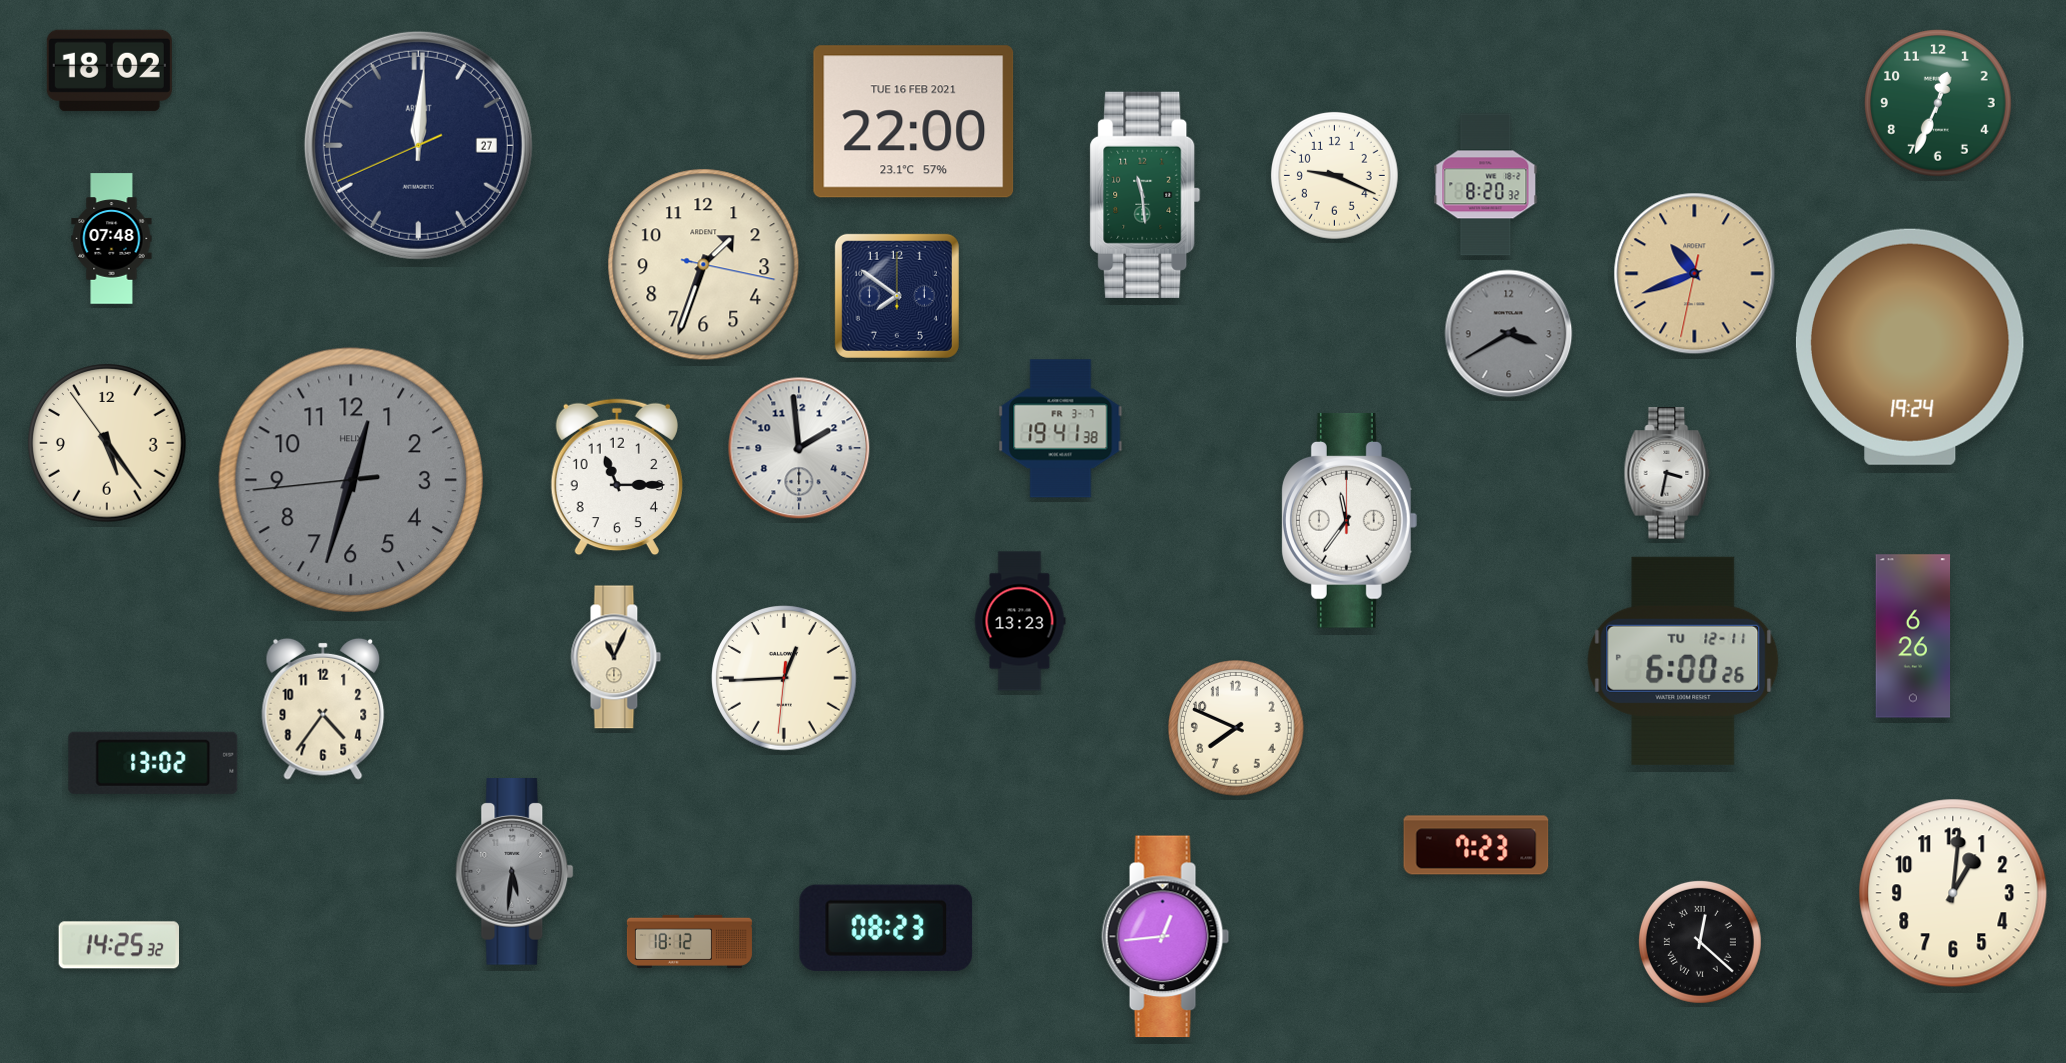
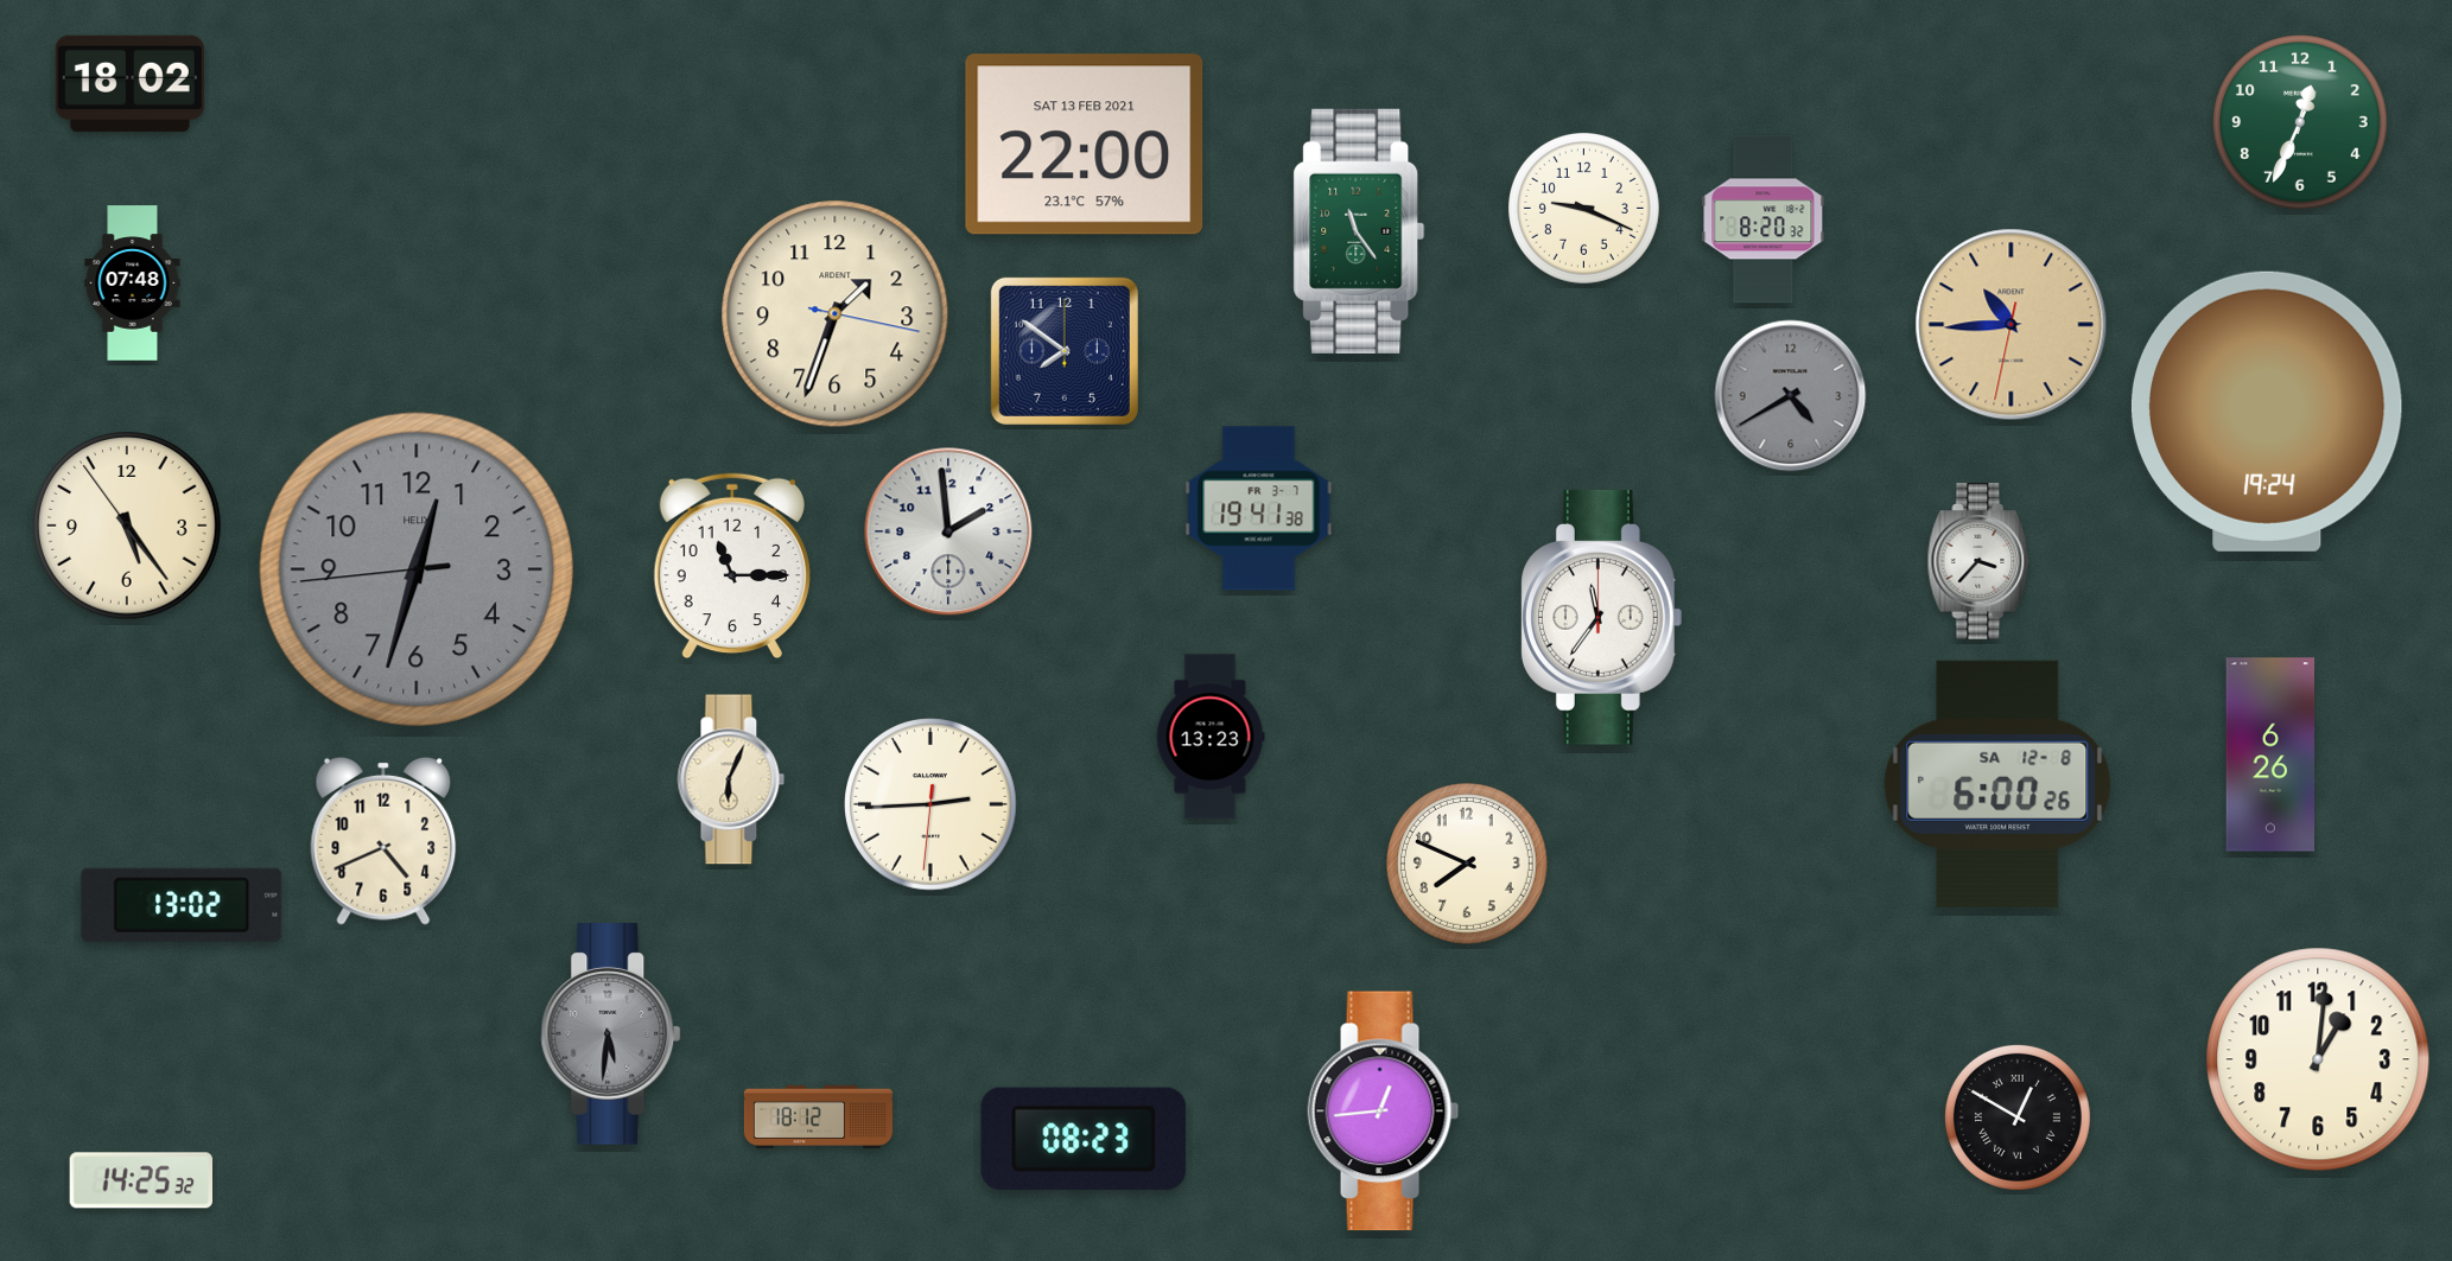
clock at (914, 122) date: TUE 16 FEB 2021 -> SAT 13 FEB 2021
clock at (418, 145): 12:00 -> none
clock at (1145, 195): 11:29 -> 11:24
clock at (1695, 274): 10:41 -> 10:44
clock at (1509, 334): 3:40 -> 4:40
clock at (1667, 473): 3:32 -> 3:37
clock at (616, 657): 11:04 -> 6:04
clock at (1683, 661) date: TU 12-11 -> SA 12-8
clock at (784, 678): 12:44 -> 2:44
clock at (323, 709): 4:36 -> 4:41
clock at (1476, 845): 7:23 -> none
clock at (886, 928) position: (886, 928) -> (1084, 1139)
clock at (1700, 942): 12:22 -> 12:50
clock at (119, 945) position: (119, 945) -> (141, 1180)
